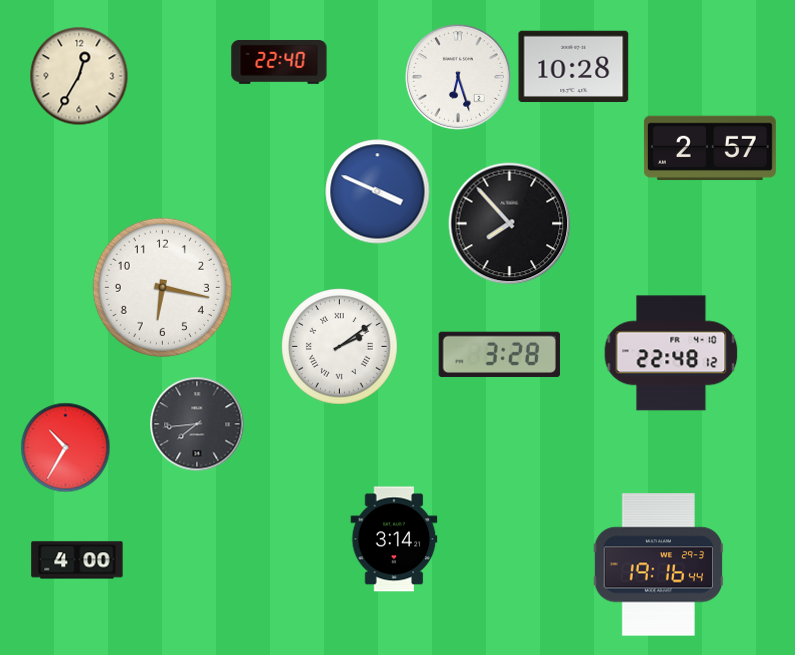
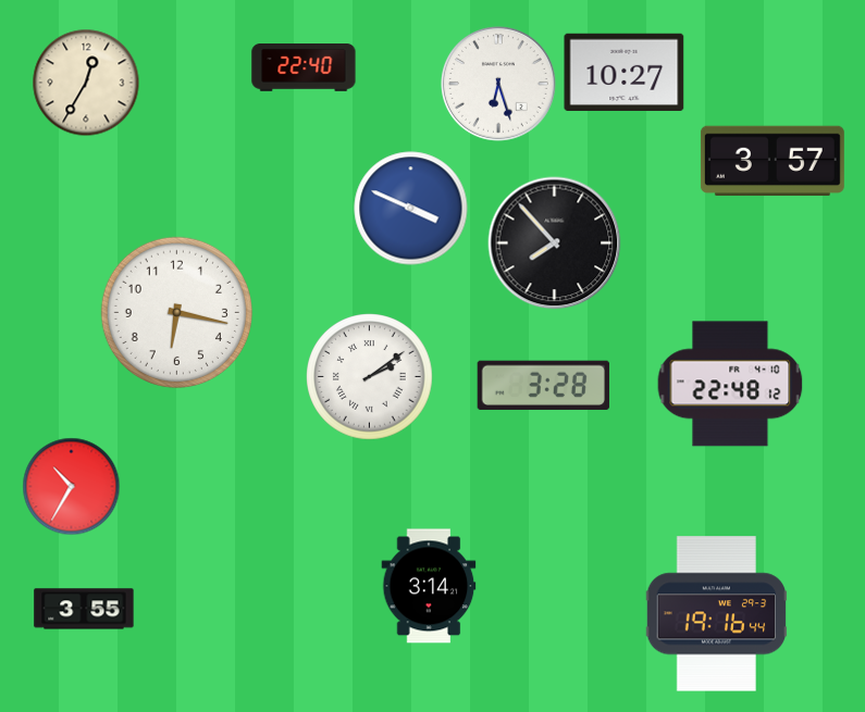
clock at (574, 66): 10:28 -> 10:27
clock at (710, 148): 2:57 -> 3:57
clock at (197, 424): 7:44 -> none
clock at (77, 560): 4:00 -> 3:55
